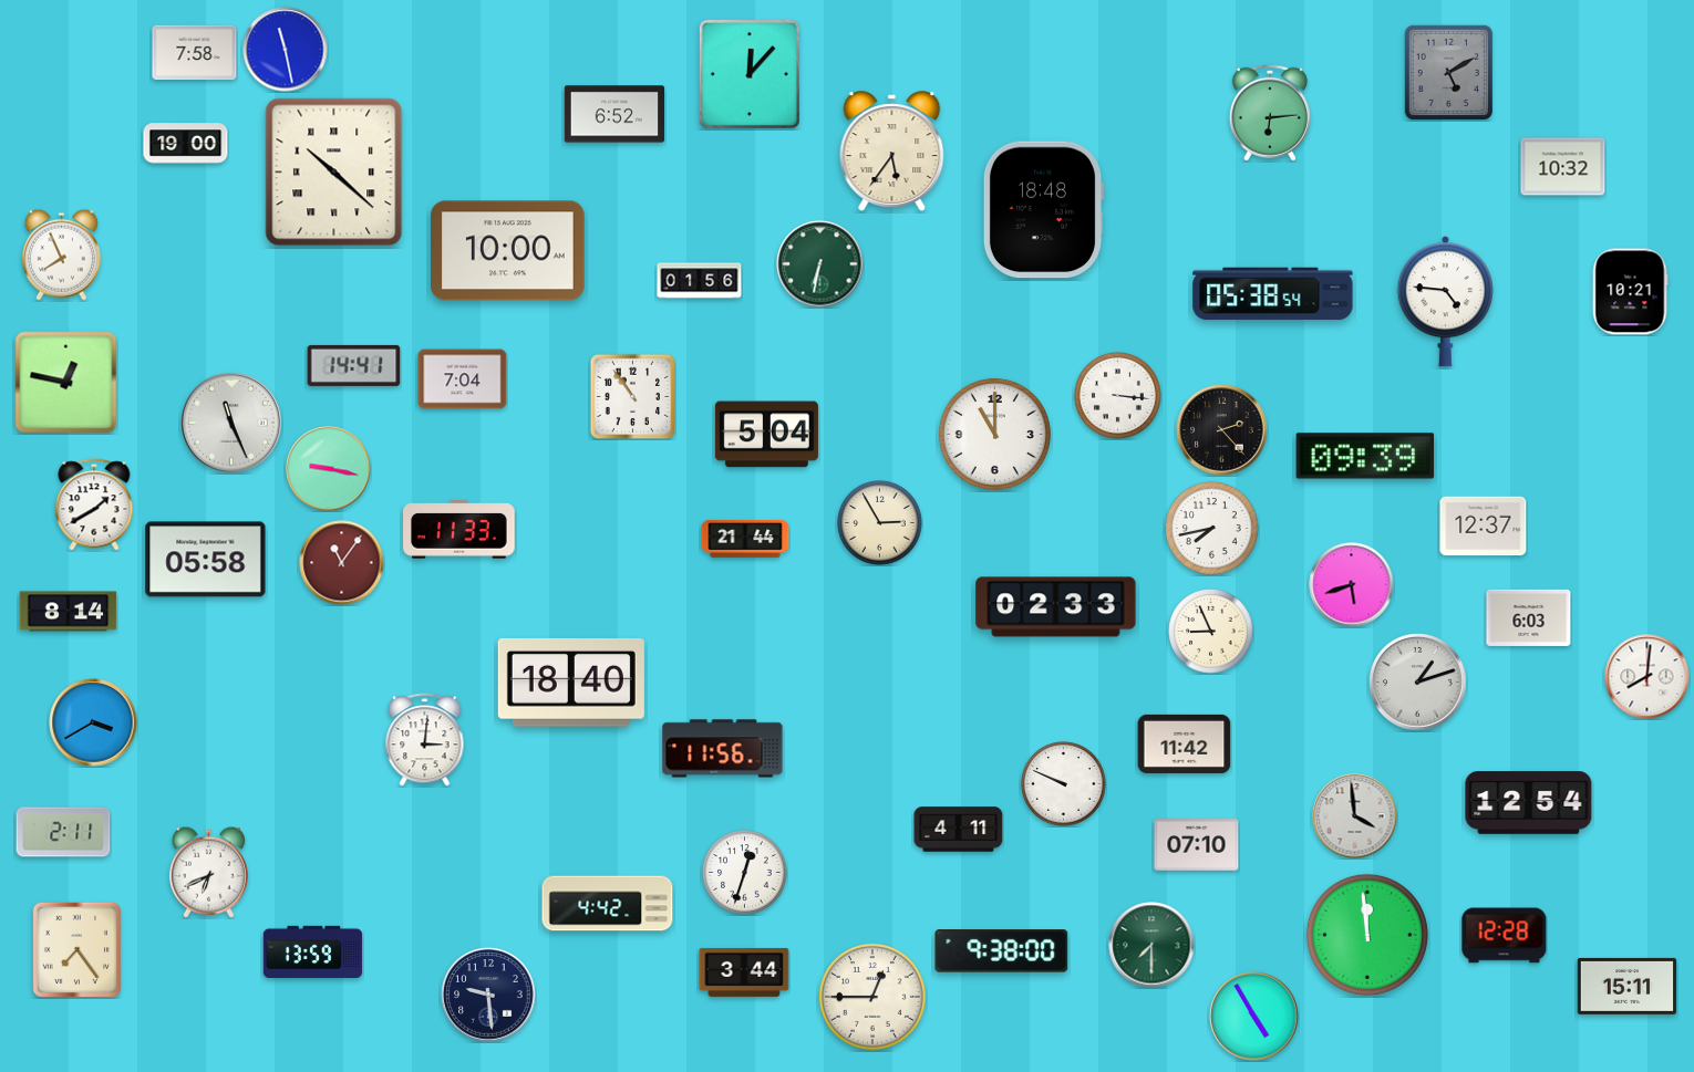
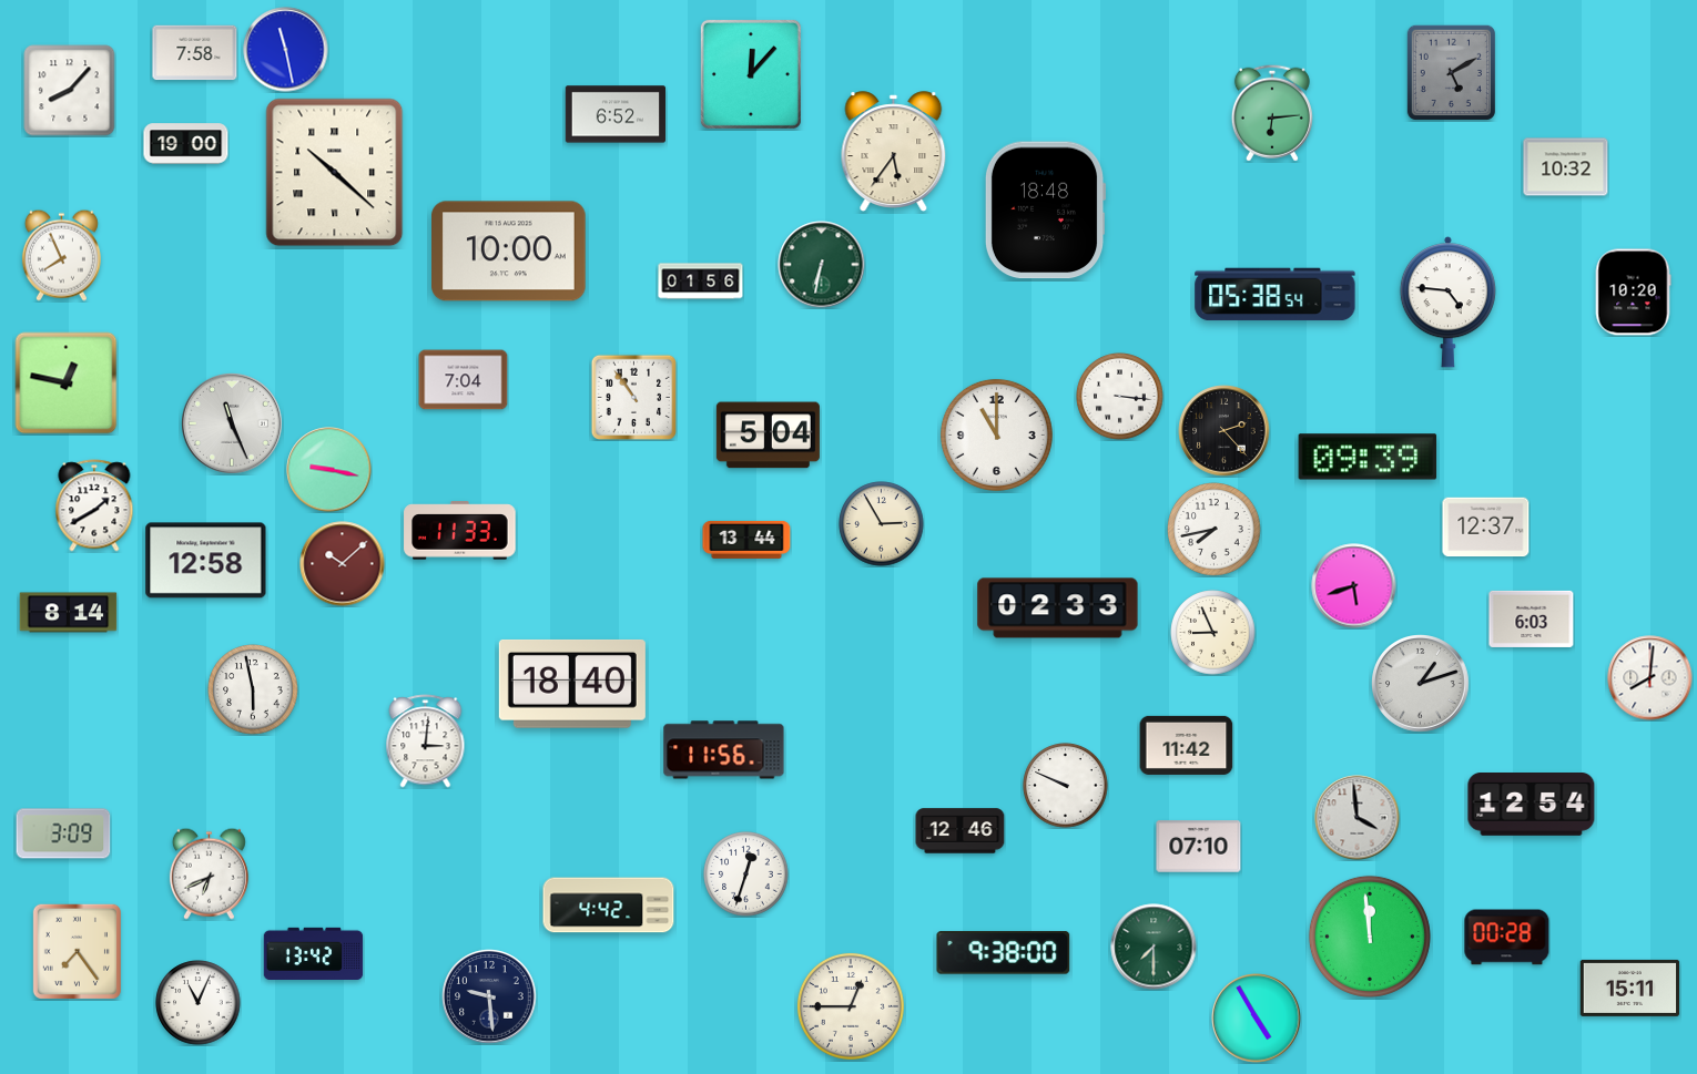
clock at (70, 91): none -> 8:07
clock at (1630, 292): 10:21 -> 10:20
clock at (354, 365): 14:41 -> none
clock at (745, 539): 21:44 -> 13:44
clock at (206, 560): 05:58 -> 12:58
clock at (342, 563): 11:06 -> 10:08
clock at (253, 689): none -> 5:58
clock at (93, 722): 3:40 -> none
clock at (959, 830): 4:11 -> 12:46
clock at (63, 832): 2:11 -> 3:09
clock at (1505, 936): 12:28 -> 00:28
clock at (313, 951): 13:59 -> 13:42
clock at (744, 972): 3:44 -> none
clock at (872, 997) position: (872, 997) -> (851, 1006)
clock at (199, 1003): none -> 11:04
